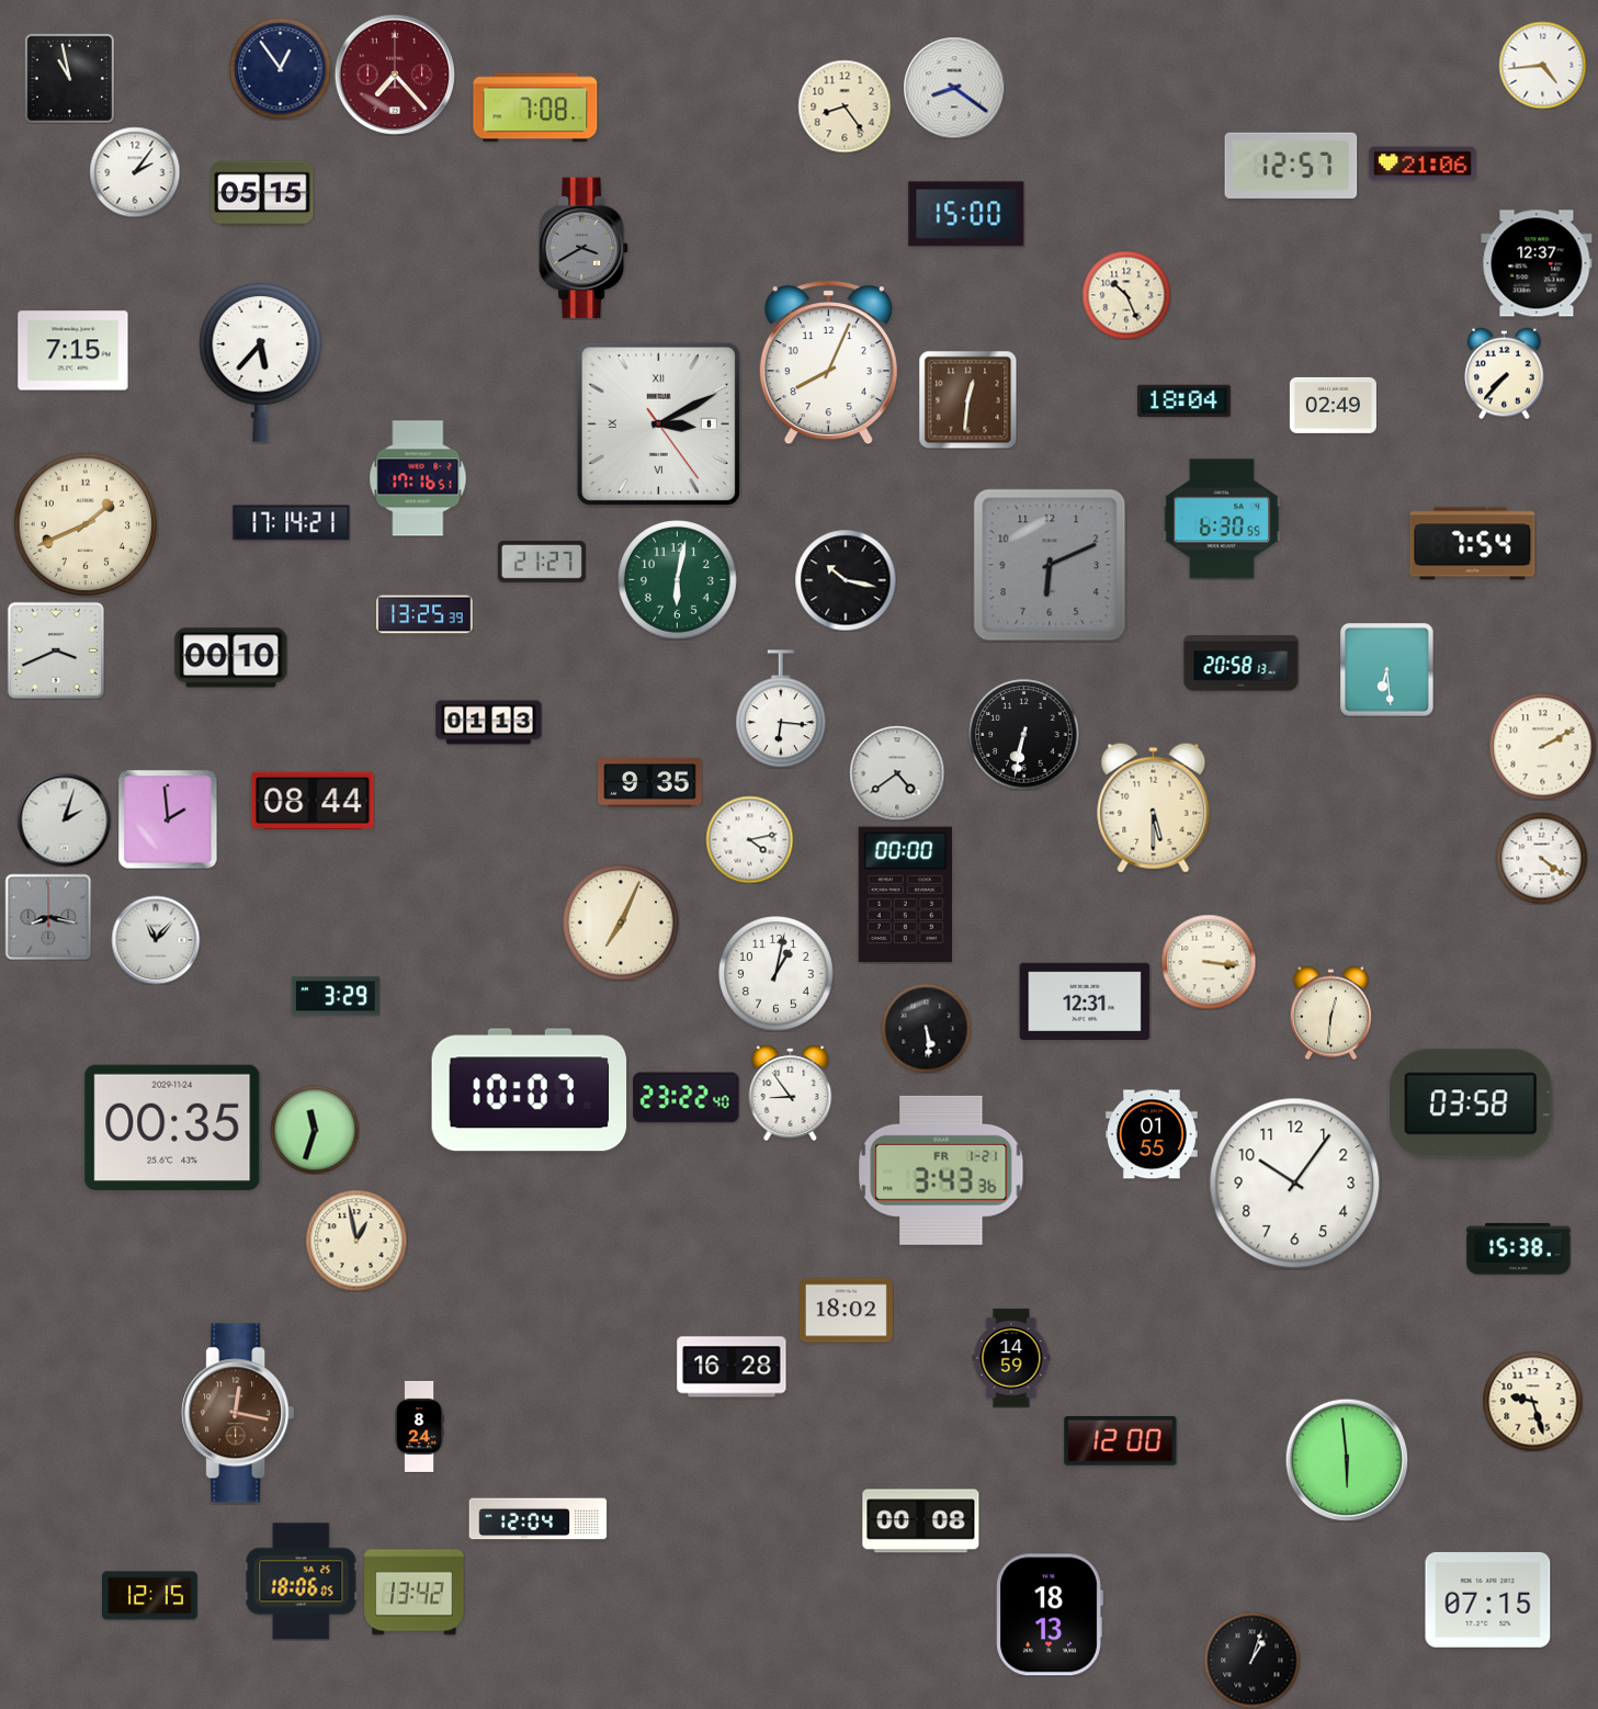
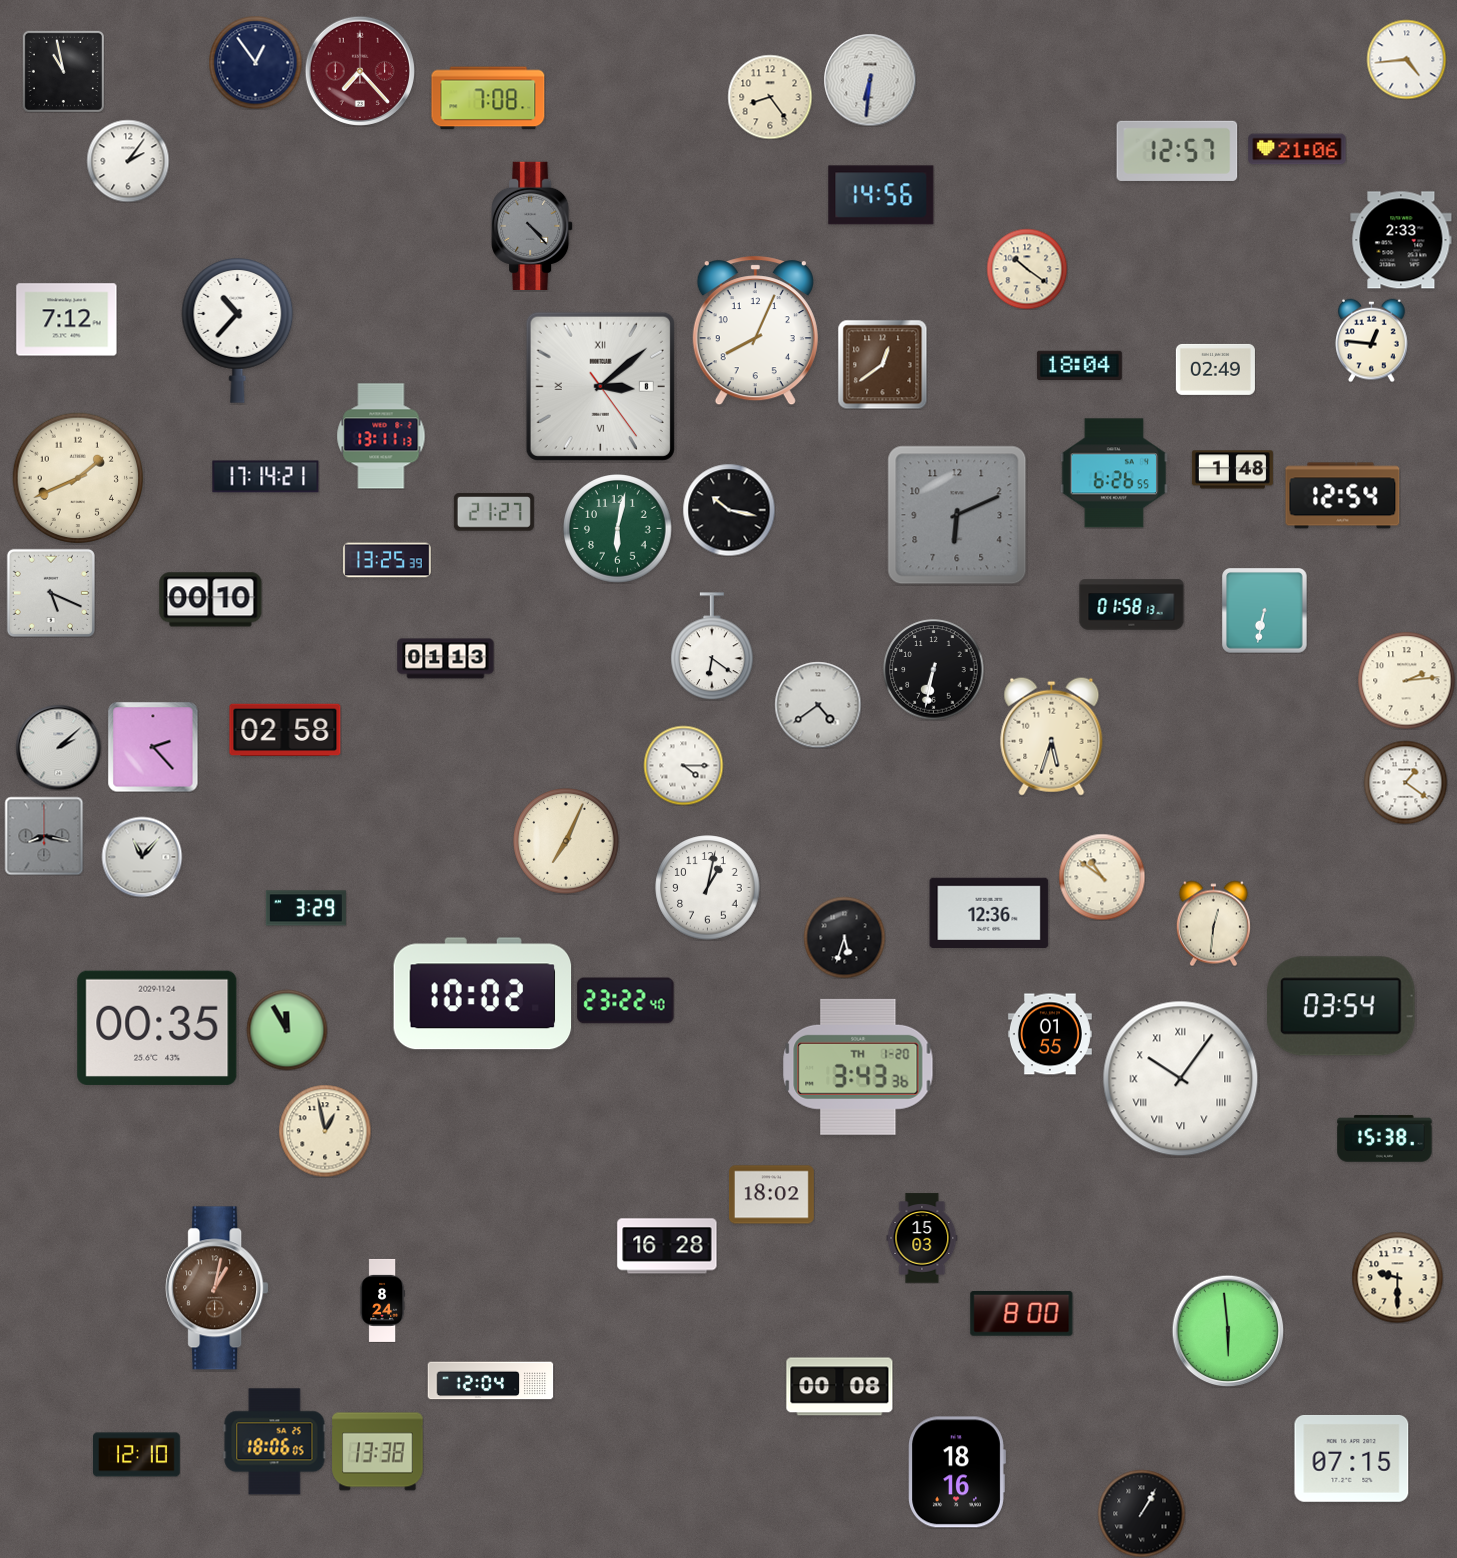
clock at (394, 73) position: (394, 73) -> (359, 70)
clock at (954, 88): 8:21 -> 6:31
clock at (135, 172) position: (135, 172) -> (128, 161)
clock at (262, 193): 05:15 -> none
clock at (966, 214): 15:00 -> 14:56
clock at (583, 247): 3:40 -> 4:23
clock at (1537, 263): 12:37 -> 2:33
clock at (1126, 295): 10:26 -> 10:21
clock at (73, 351): 7:15 -> 7:12
clock at (261, 363): 5:37 -> 10:37
clock at (1505, 373): 7:37 -> 12:46
clock at (967, 399): 12:31 -> 12:39
clock at (658, 423): 3:10 -> 3:08
clock at (418, 478): 17:16 -> 13:11
clock at (1232, 470): none -> 1:48
clock at (1222, 519): 6:30 -> 6:26
clock at (1473, 544): 7:54 -> 12:54
clock at (846, 580) position: (846, 580) -> (729, 510)
clock at (56, 650): 3:41 -> 5:19
clock at (1242, 664): 20:58 -> 01:58
clock at (1386, 669): 6:29 -> 6:32
clock at (782, 709): 6:16 -> 6:21
clock at (1542, 746): 2:10 -> 2:14
clock at (650, 783): 9:35 -> none
clock at (313, 801): 08:44 -> 02:58
clock at (1154, 807): 5:30 -> 5:33
clock at (64, 819): 2:03 -> 2:08
clock at (168, 819): 1:59 -> 2:23
clock at (749, 839): 4:13 -> 4:15
clock at (1541, 858): 4:21 -> 1:21
clock at (905, 895): 00:00 -> none
clock at (1209, 962): 3:16 -> 10:51
clock at (1085, 1000): 12:31 -> 12:36
clock at (926, 1028): 5:29 -> 5:33
clock at (530, 1090): 10:07 -> 10:02
clock at (791, 1093): 8:54 -> none
clock at (1471, 1104): 03:58 -> 03:54
clock at (315, 1130): 11:33 -> 11:55
clock at (941, 1170) date: FR 1-21 -> TH 1-20
clock at (1295, 1184) numerals: Arabic -> Roman
clock at (1011, 1358): 14:59 -> 15:03
clock at (1532, 1401): 9:27 -> 9:30
clock at (238, 1413): 12:17 -> 1:02
clock at (1121, 1441): 12:00 -> 8:00
clock at (539, 1519) position: (539, 1519) -> (491, 1381)
clock at (415, 1593): 13:42 -> 13:38
clock at (150, 1596): 12:15 -> 12:10
clock at (1488, 1599) position: (1488, 1599) -> (1352, 1458)
clock at (1050, 1615): 18:13 -> 18:16
clock at (1251, 1660): 1:03 -> 1:05
